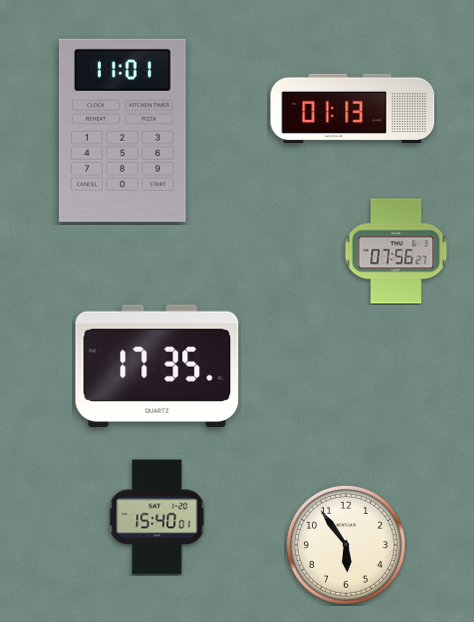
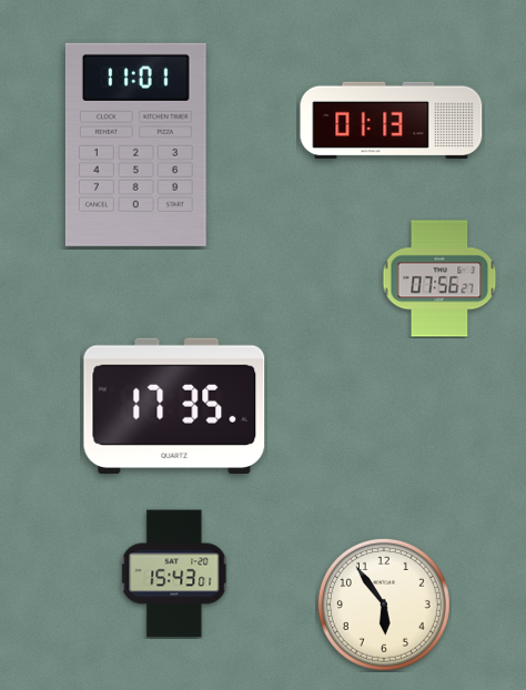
clock at (158, 517): 15:40 -> 15:43
